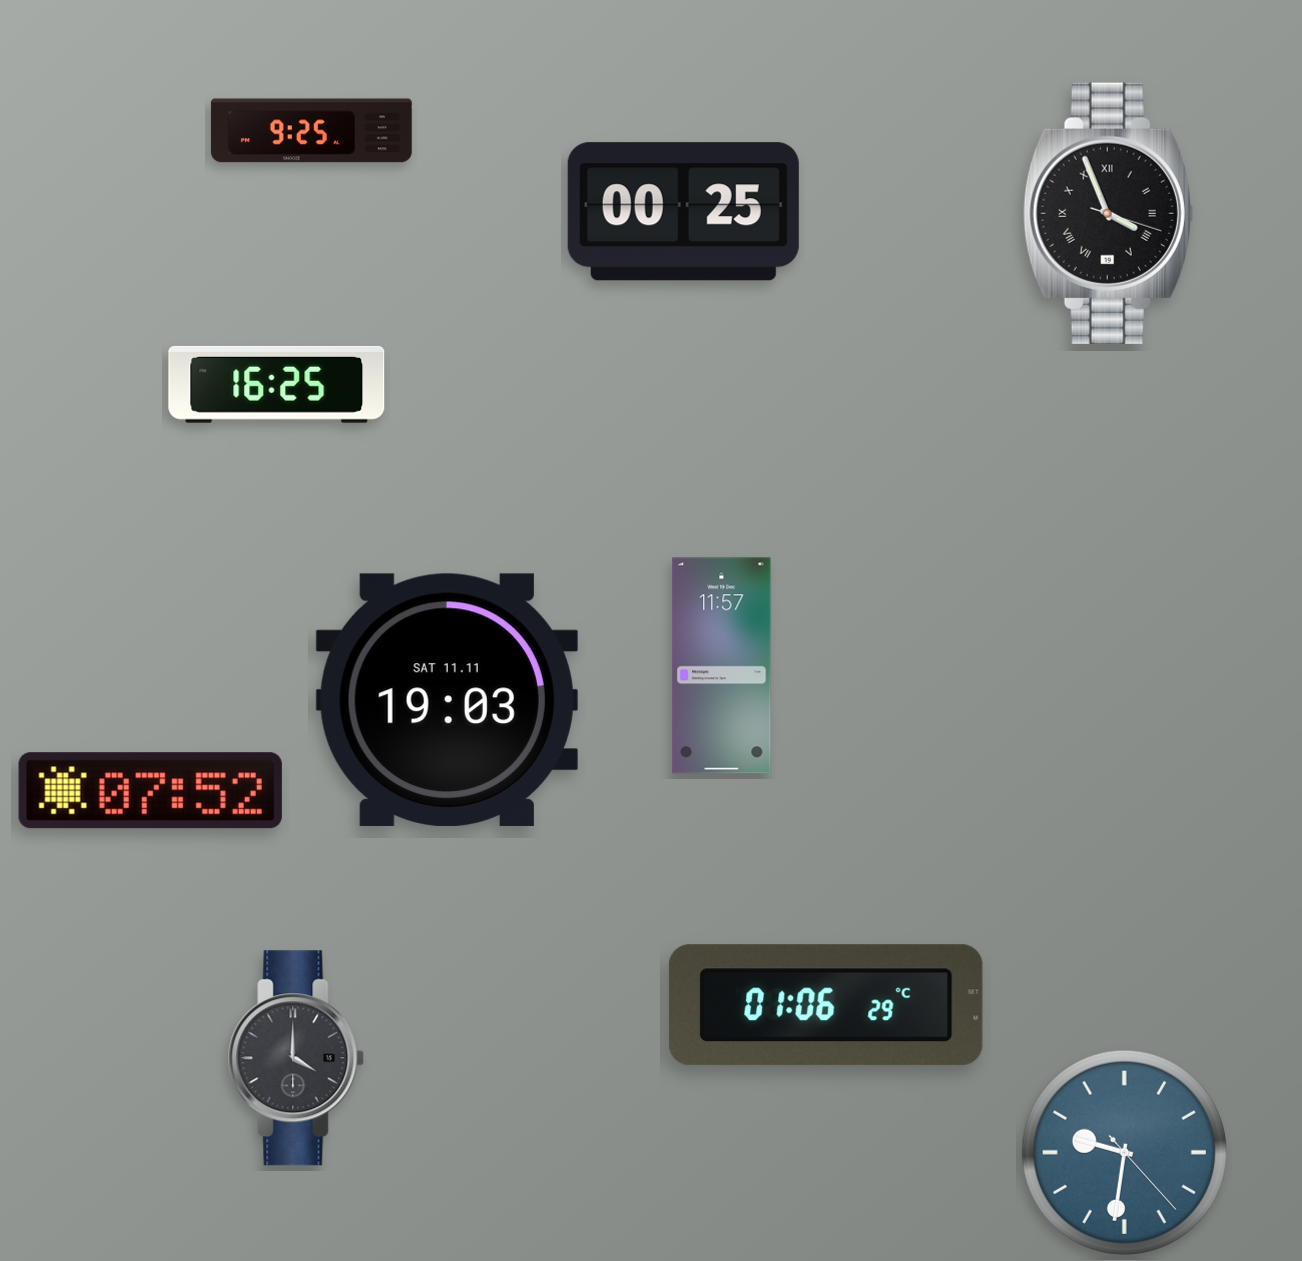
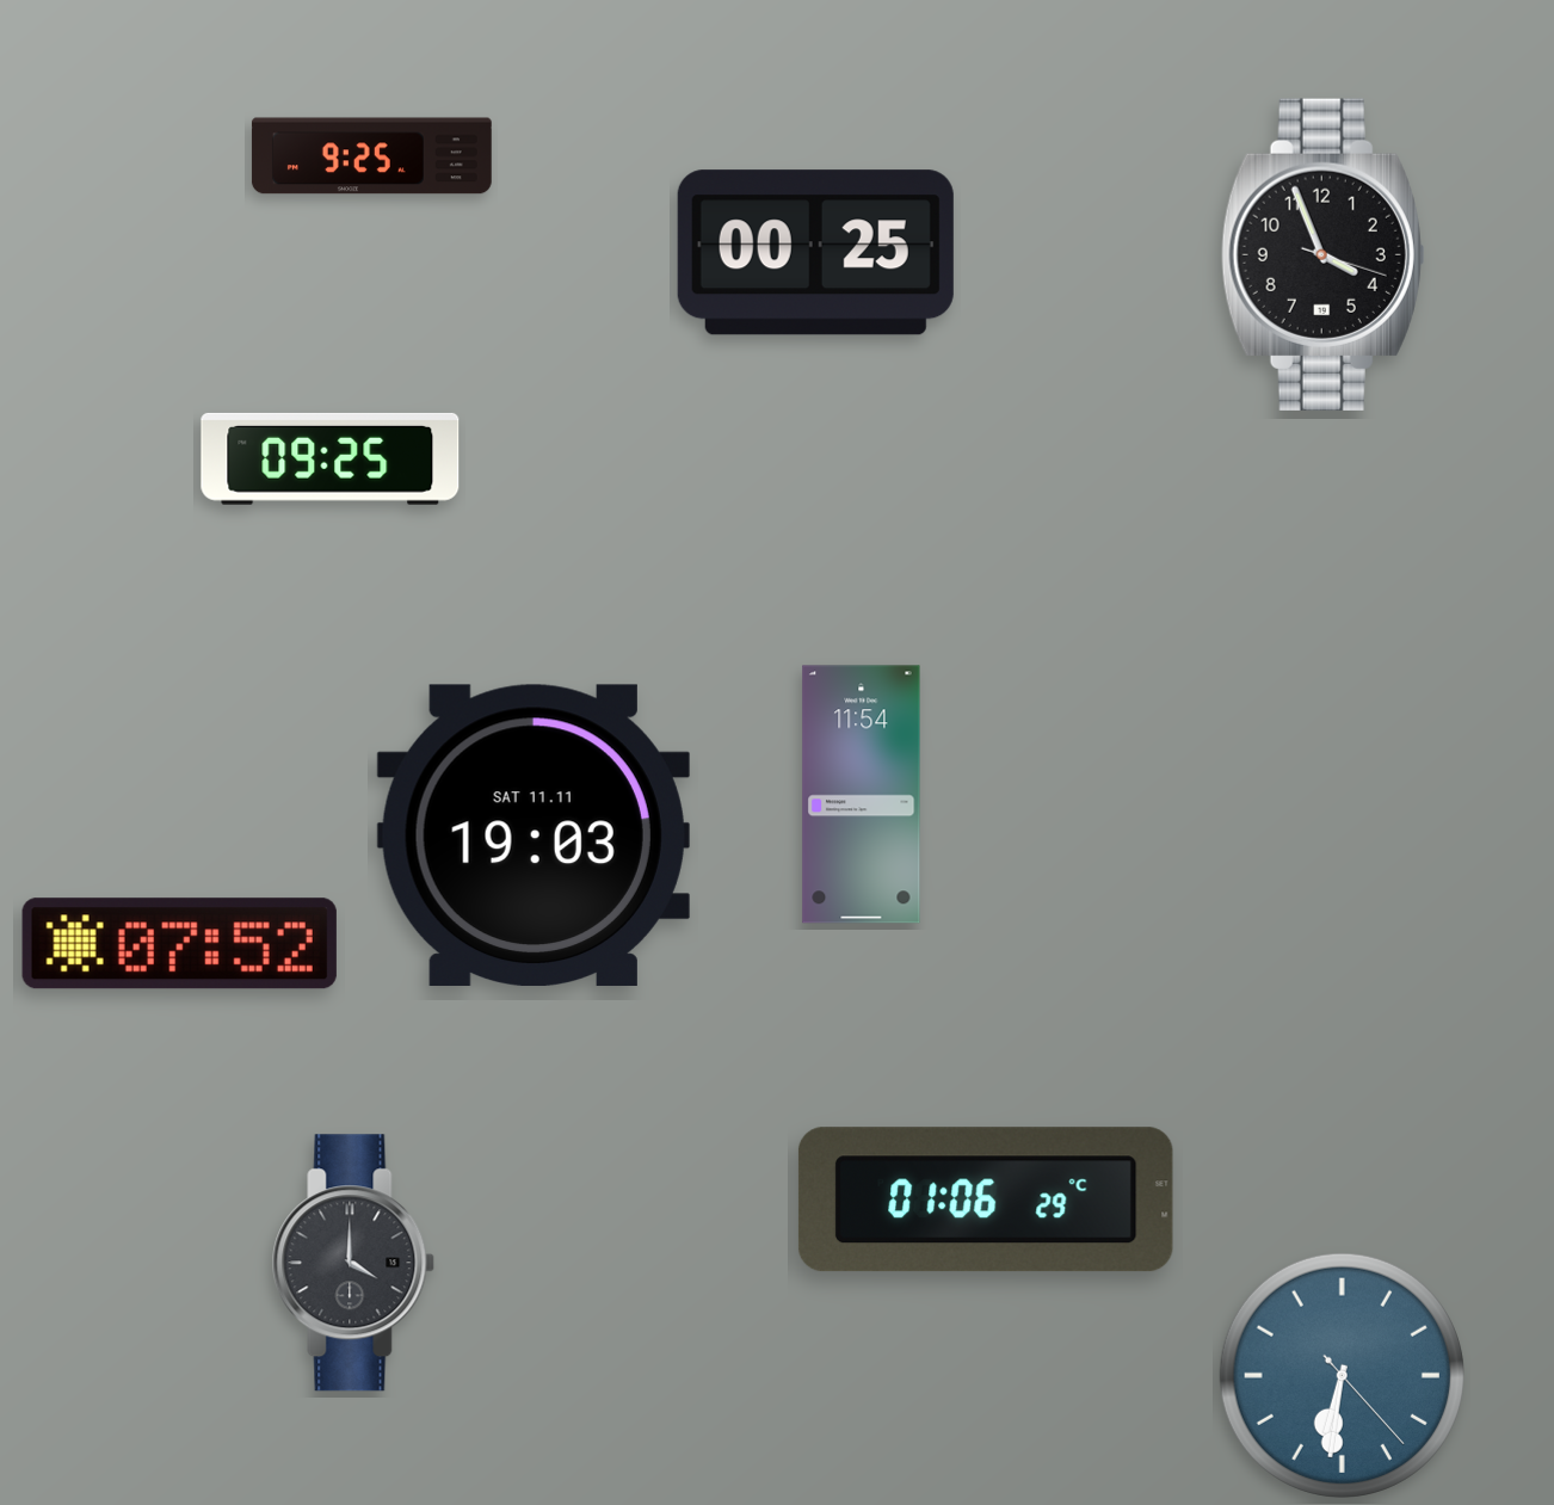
clock at (1108, 213) numerals: Roman -> Arabic
clock at (277, 384): 16:25 -> 09:25
clock at (722, 666): 11:57 -> 11:54
clock at (1124, 1152): 9:31 -> 6:31
